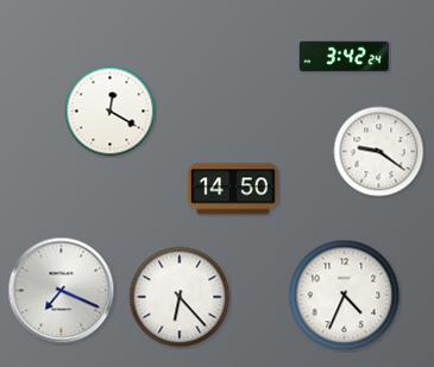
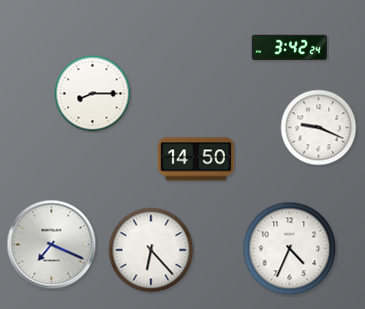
clock at (111, 112): 12:20 -> 8:15
clock at (379, 152): 9:21 -> 9:19
